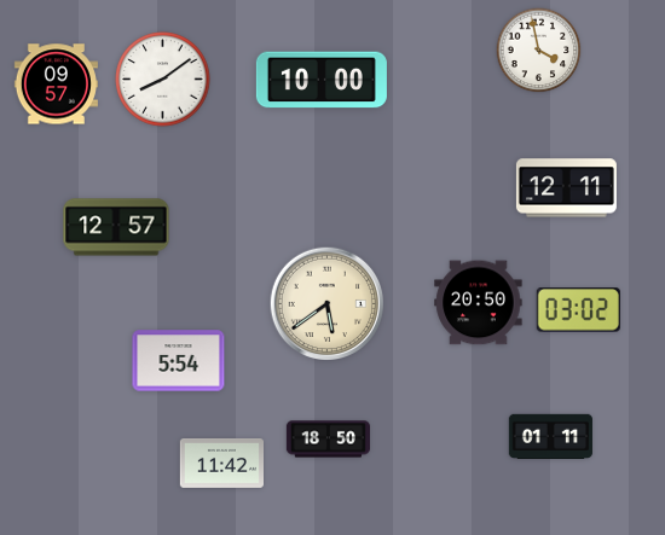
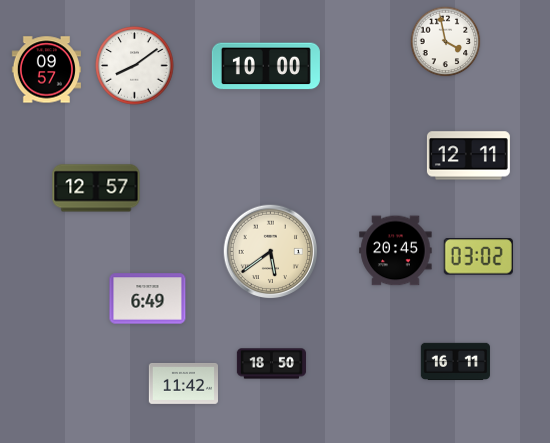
clock at (479, 303): 20:50 -> 20:45
clock at (179, 361): 5:54 -> 6:49
clock at (550, 436): 01:11 -> 16:11
